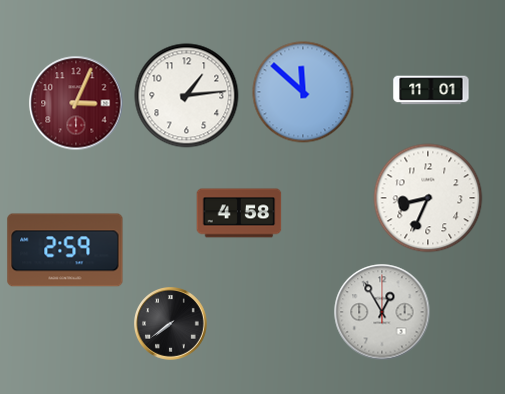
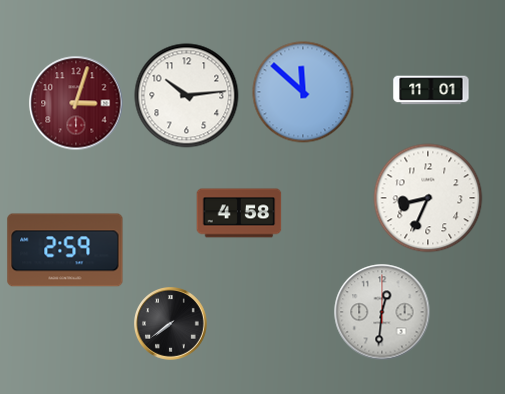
clock at (187, 96): 1:14 -> 10:14
clock at (76, 103): 3:04 -> 3:03
clock at (382, 312): 12:55 -> 12:31
